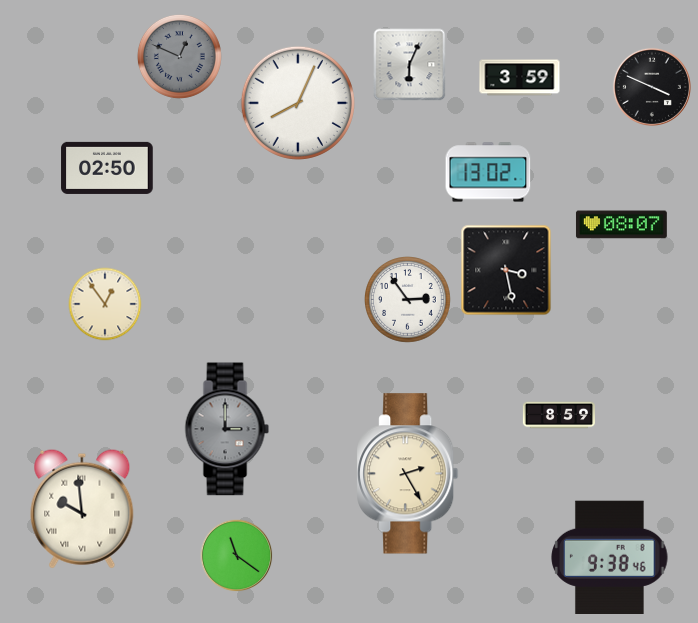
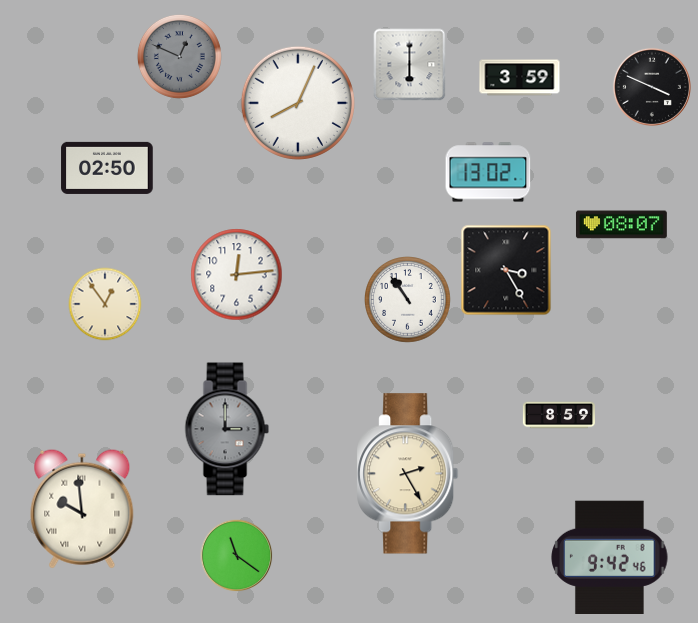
clock at (410, 65): 6:04 -> 6:00
clock at (506, 270): 3:28 -> 3:25
clock at (237, 275): none -> 12:14
clock at (408, 300): 2:54 -> 10:54
clock at (610, 557): 9:38 -> 9:42
